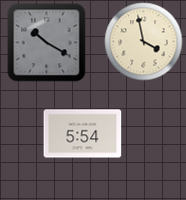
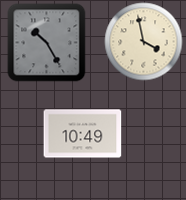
clock at (46, 42): 10:20 -> 10:25
clock at (82, 134): 5:54 -> 10:49
